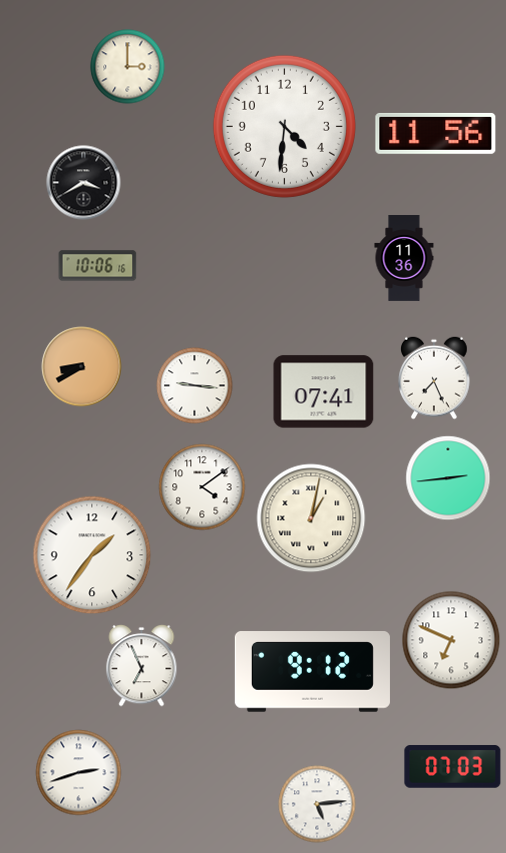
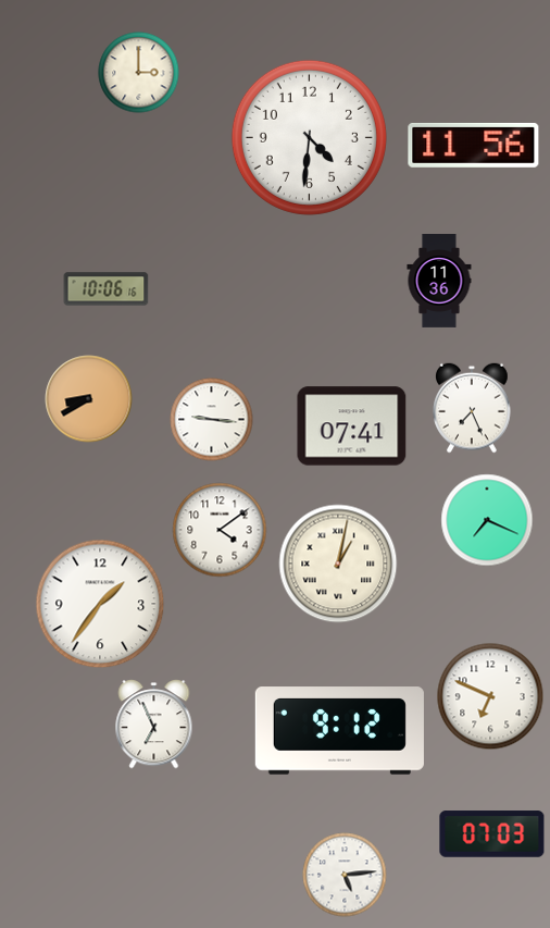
clock at (84, 183): 3:40 -> none
clock at (434, 378) position: (434, 378) -> (472, 408)
clock at (448, 478): 2:44 -> 7:19
clock at (79, 773): 2:42 -> none
